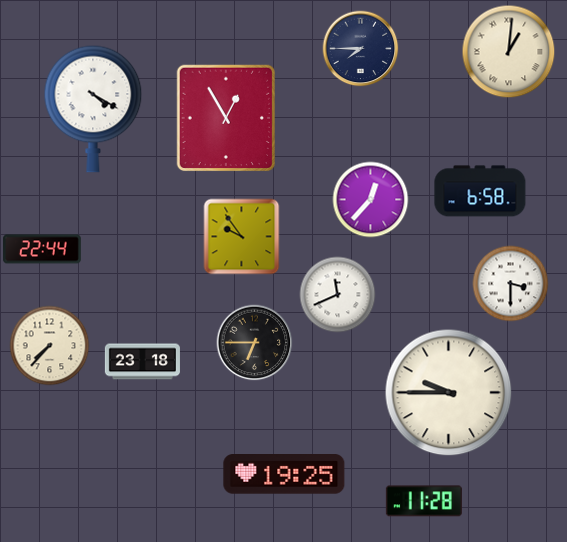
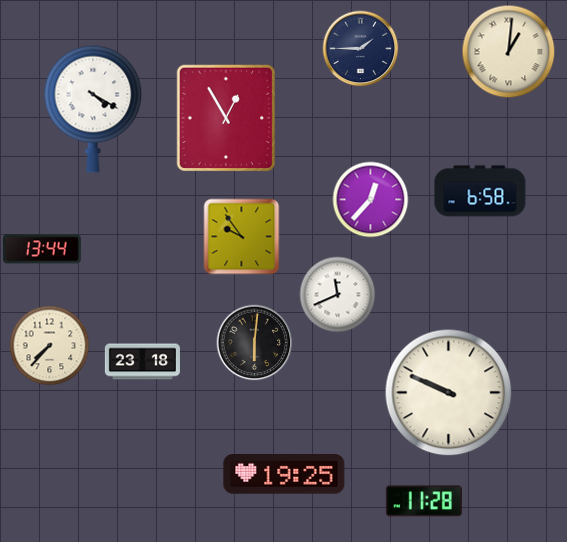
clock at (361, 49): 7:45 -> 1:45
clock at (42, 249): 22:44 -> 13:44
clock at (511, 284): 3:30 -> none
clock at (255, 343): 6:45 -> 6:01
clock at (449, 393): 9:45 -> 9:49
